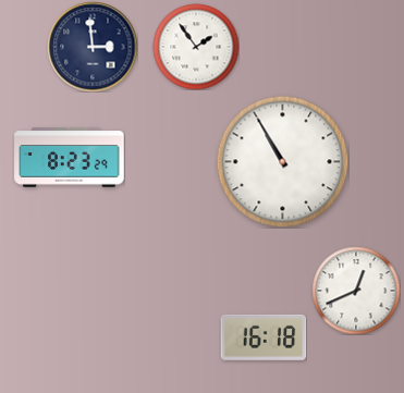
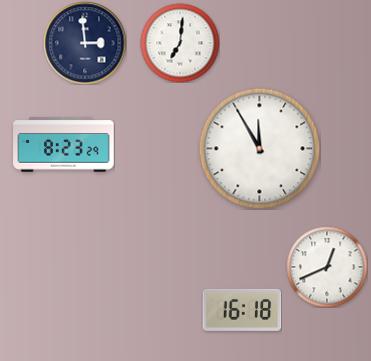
clock at (196, 47): 1:54 -> 7:01
clock at (282, 161): 10:55 -> 11:55
